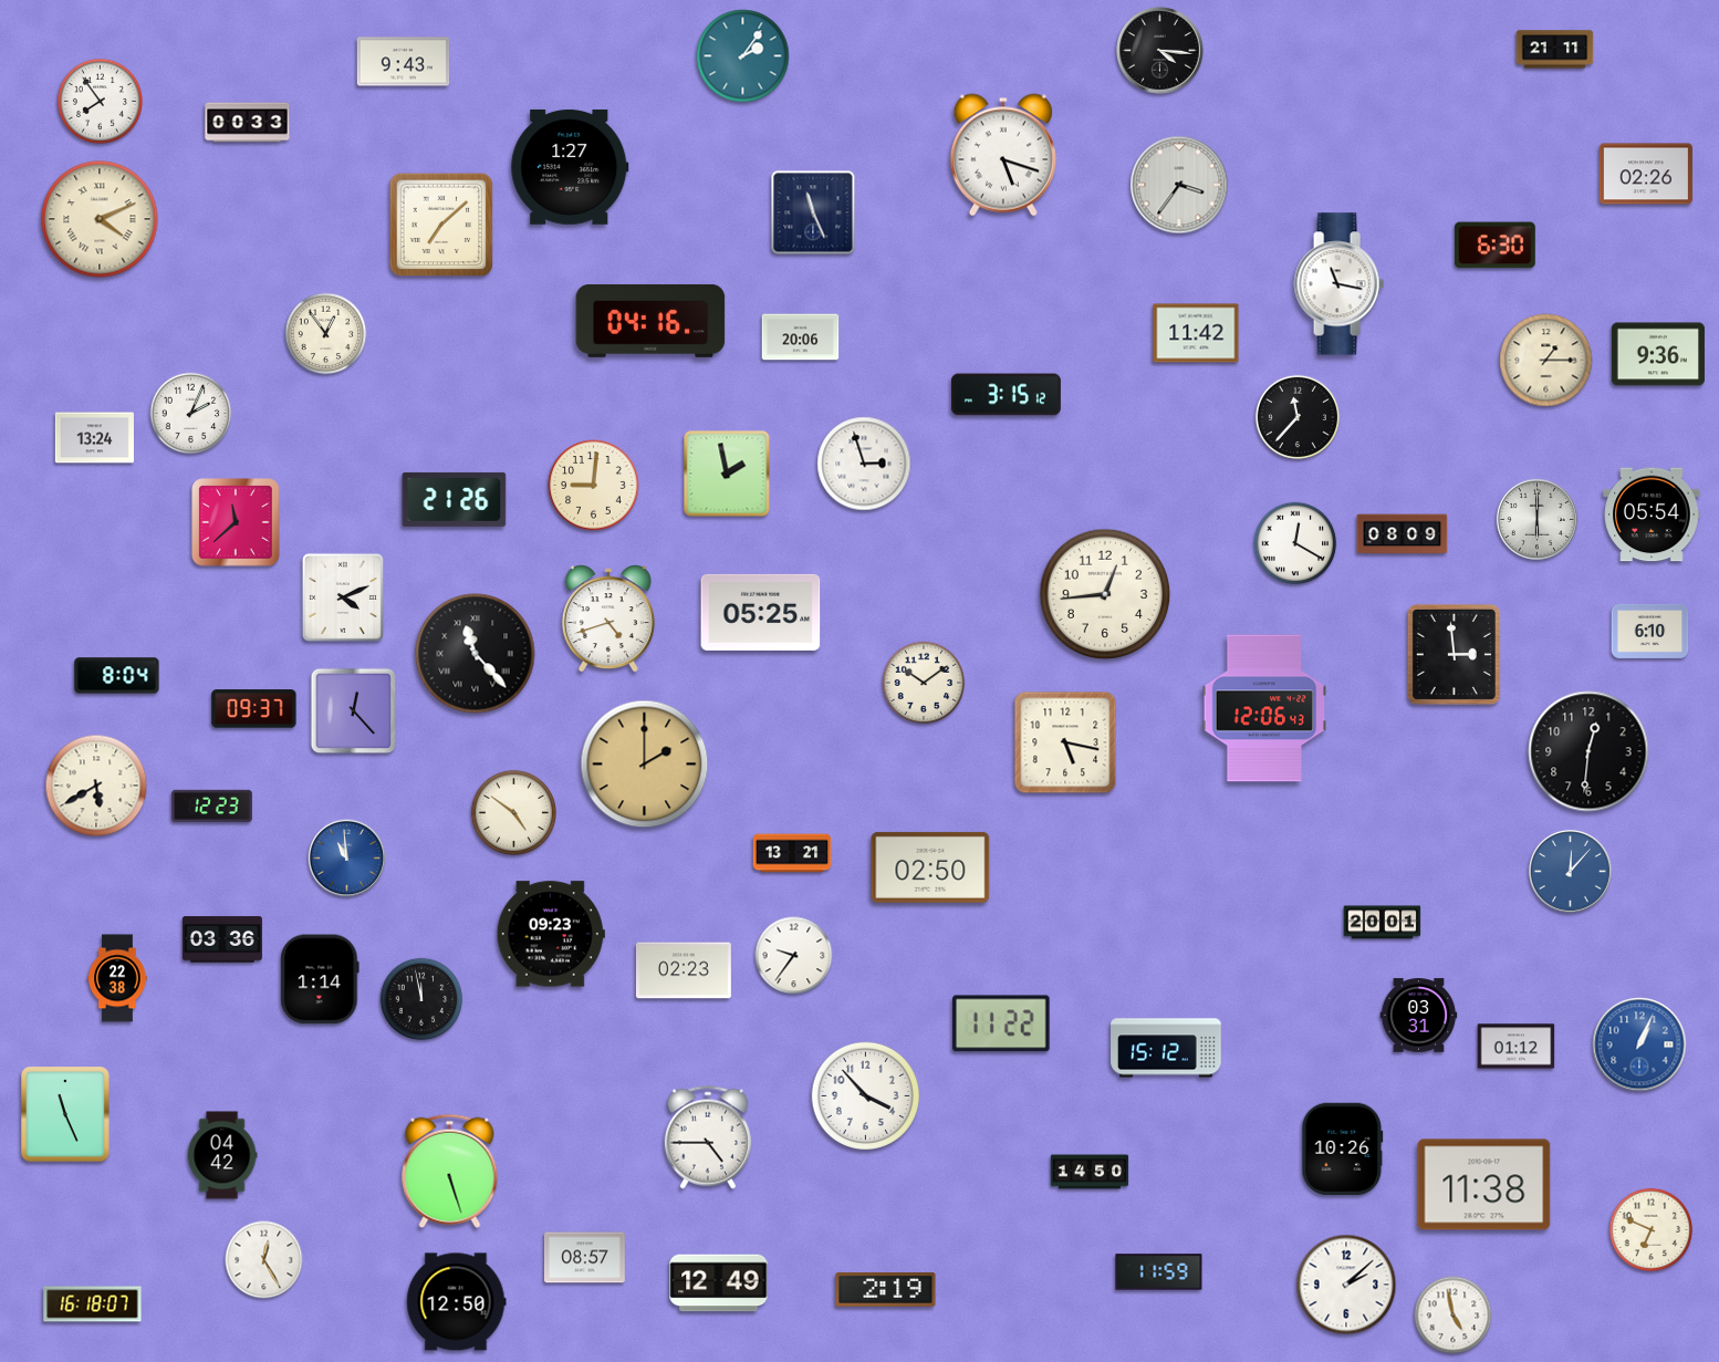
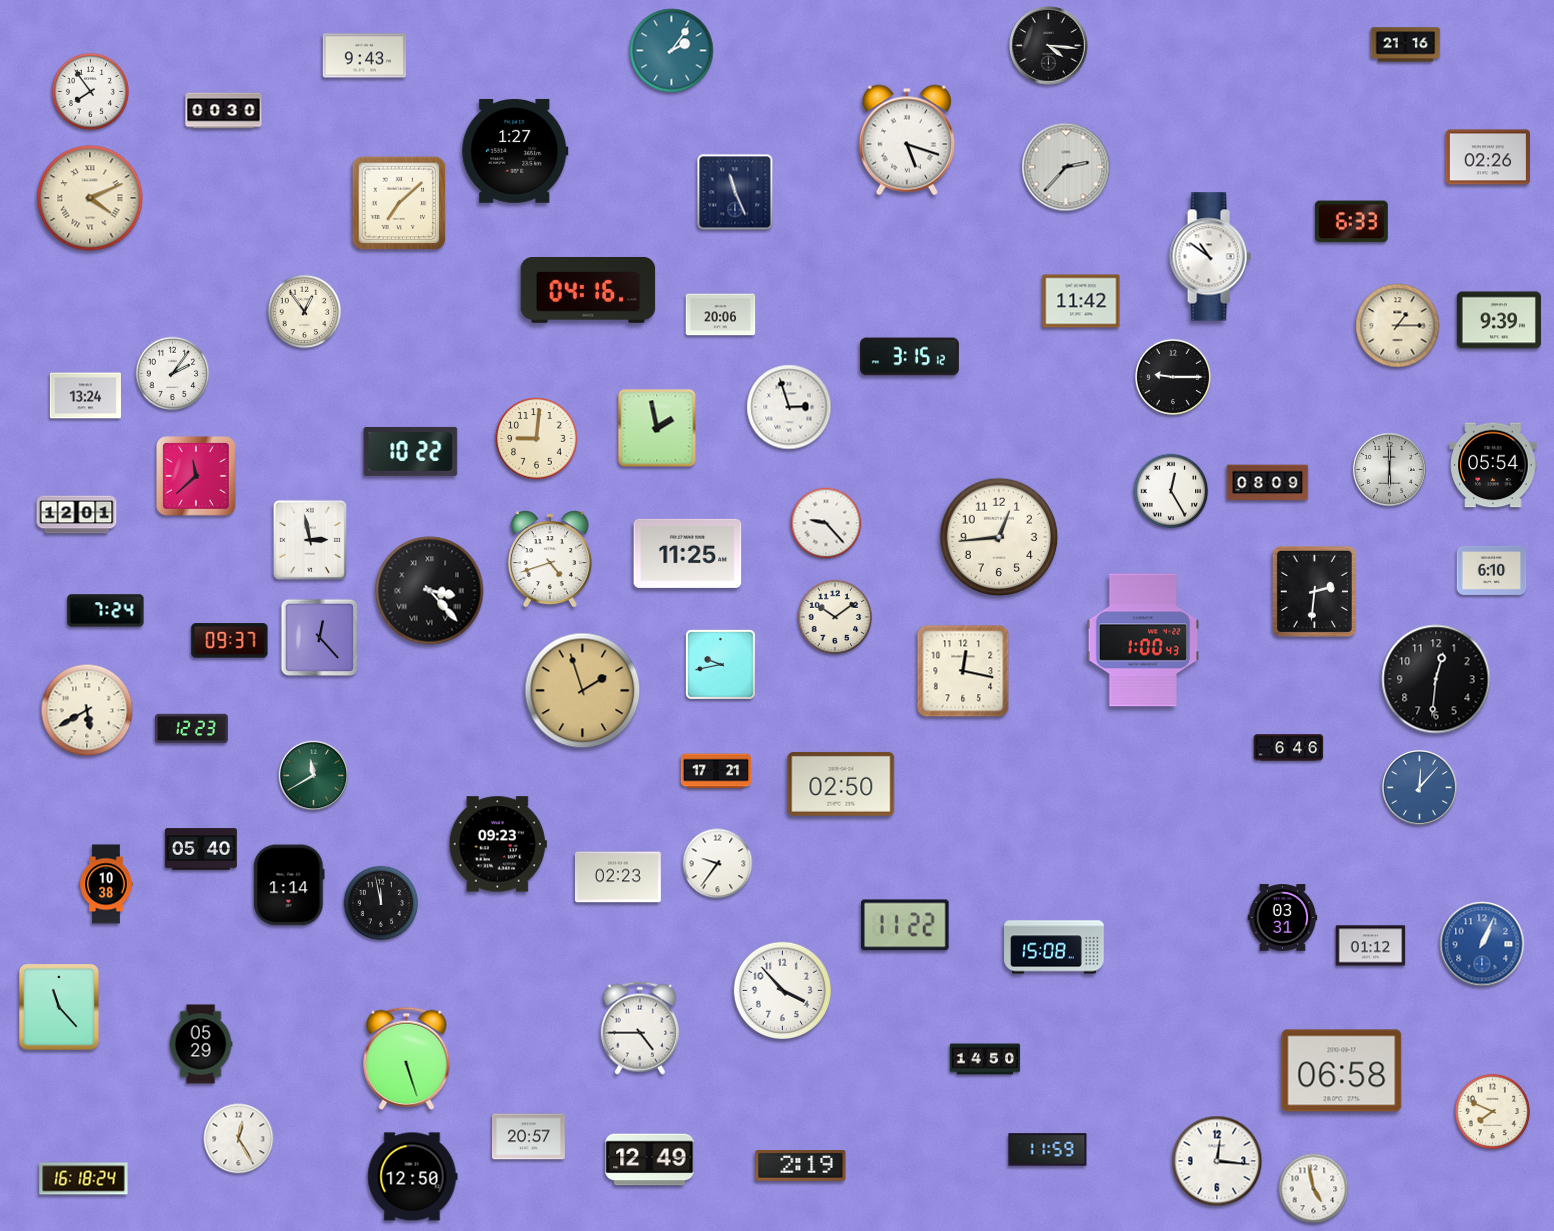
clock at (1555, 50): 21:11 -> 21:16
clock at (248, 123): 00:33 -> 00:30
clock at (1179, 185): 3:36 -> 2:37
clock at (1494, 246): 6:30 -> 6:33
clock at (1338, 284): 11:17 -> 10:51
clock at (326, 334) position: (326, 334) -> (305, 312)
clock at (801, 337) position: (801, 337) -> (721, 315)
clock at (1658, 354): 9:36 -> 9:39
clock at (191, 414): 2:04 -> 2:06
clock at (1296, 416): 11:37 -> 9:15
clock at (864, 464) position: (864, 464) -> (789, 407)
clock at (455, 499): 21:26 -> 10:22
clock at (236, 522) position: (236, 522) -> (196, 476)
clock at (1295, 543): 12:20 -> 12:25
clock at (77, 515): none -> 12:01
clock at (826, 523): none -> 9:23
clock at (343, 597): 4:11 -> 2:58
clock at (761, 612): 05:25 -> 11:25
clock at (476, 654): 11:23 -> 3:23
clock at (1454, 654): 2:59 -> 2:31
clock at (117, 676): 8:04 -> 7:24
clock at (1264, 708): 12:06 -> 1:00
clock at (354, 711) position: (354, 711) -> (320, 638)
clock at (720, 664): none -> 9:43
clock at (1065, 742): 5:17 -> 12:17
clock at (645, 765): 2:00 -> 1:57
clock at (513, 812): 4:51 -> none
clock at (1289, 748): none -> 6:46
clock at (792, 853): 13:21 -> 17:21
clock at (347, 859): 10:59 -> 11:40
clock at (347, 859) dial: blue -> green
clock at (1383, 923): 20:01 -> none
clock at (222, 939): 03:36 -> 05:40
clock at (117, 978): 22:38 -> 10:38
clock at (1166, 1048): 15:12 -> 15:08
clock at (66, 1115): 11:26 -> 11:23
clock at (1343, 1150): 10:26 -> none
clock at (222, 1155): 04:42 -> 05:29
clock at (1484, 1185): 11:38 -> 06:58
clock at (1652, 1230): 6:49 -> 7:49
clock at (585, 1258): 08:57 -> 20:57
clock at (1346, 1285): 2:08 -> 12:16
clock at (93, 1304): 16:18:07 -> 16:18:24
